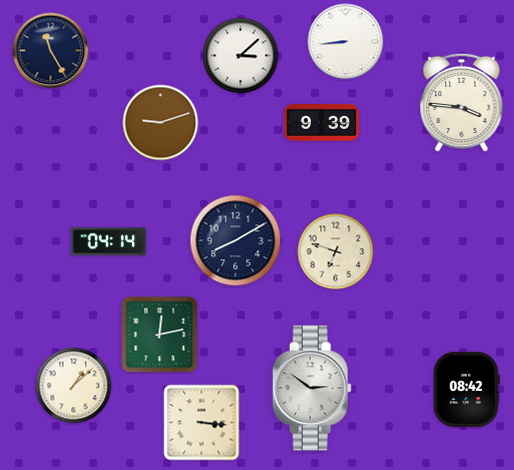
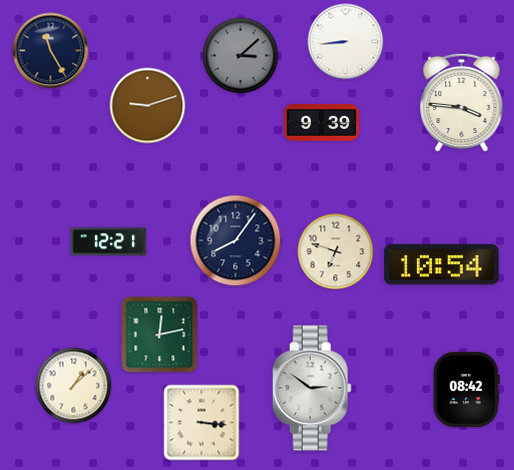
clock at (241, 56) dial: white -> grey
clock at (161, 123) position: (161, 123) -> (148, 106)
clock at (236, 241): 8:10 -> 8:06
clock at (108, 242): 04:14 -> 12:21
clock at (442, 265): none -> 10:54
